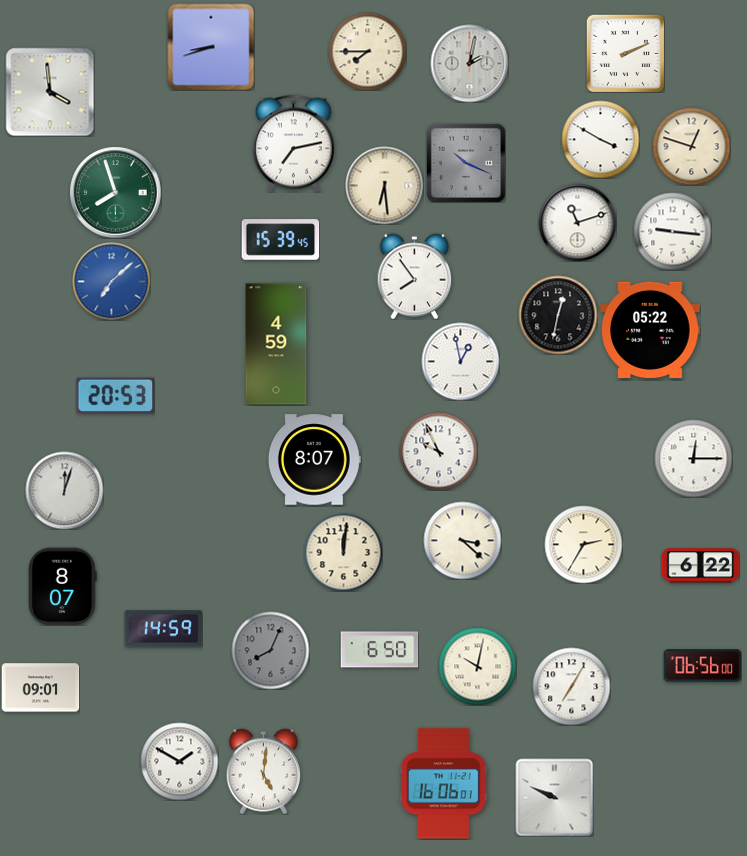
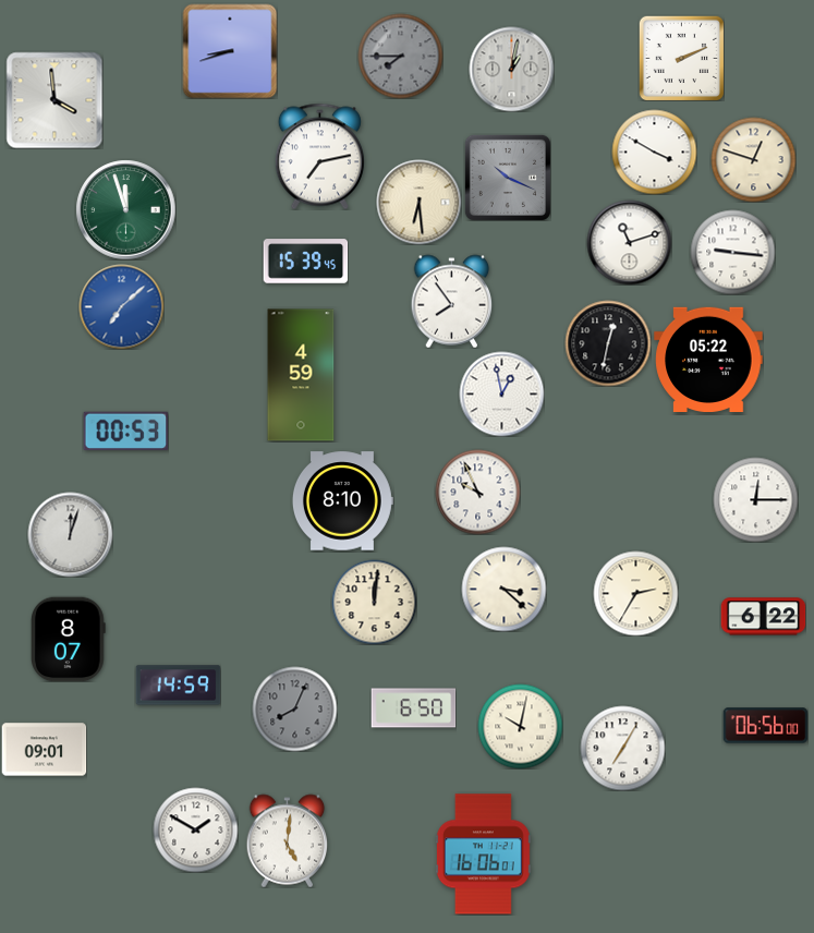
clock at (367, 51) dial: cream -> grey
clock at (469, 63): 2:02 -> 1:02
clock at (115, 192): 7:57 -> 11:57
clock at (115, 395): 20:53 -> 00:53
clock at (314, 460): 8:07 -> 8:10
clock at (554, 797): 9:49 -> none
